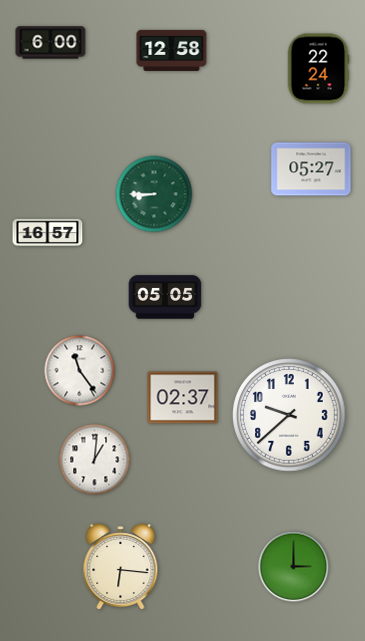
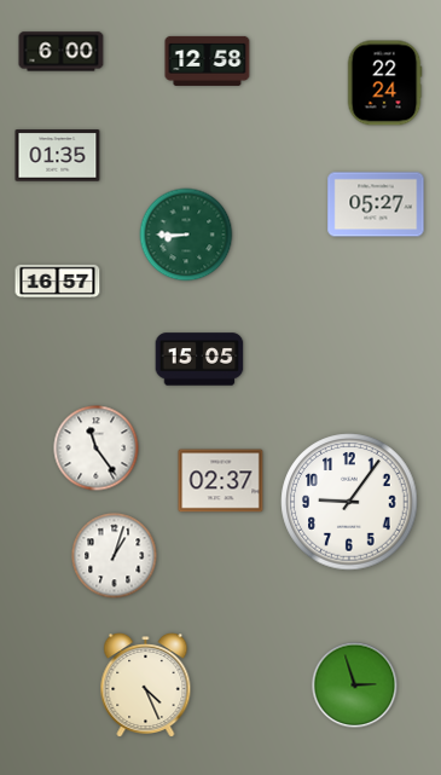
clock at (58, 156): none -> 01:35
clock at (165, 297): 05:05 -> 15:05
clock at (289, 415): 9:38 -> 9:06
clock at (95, 460): 1:01 -> 1:03
clock at (121, 567): 6:16 -> 4:26
clock at (294, 567): 3:00 -> 2:57
